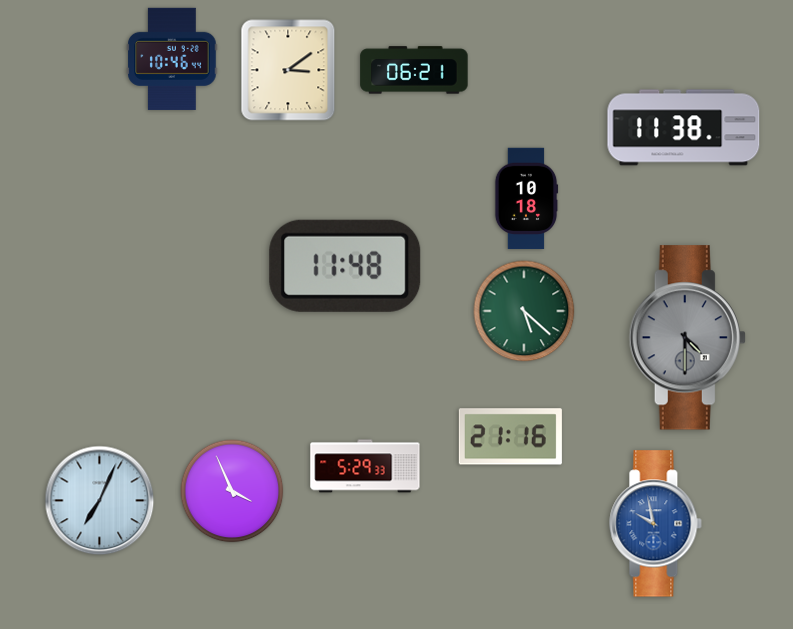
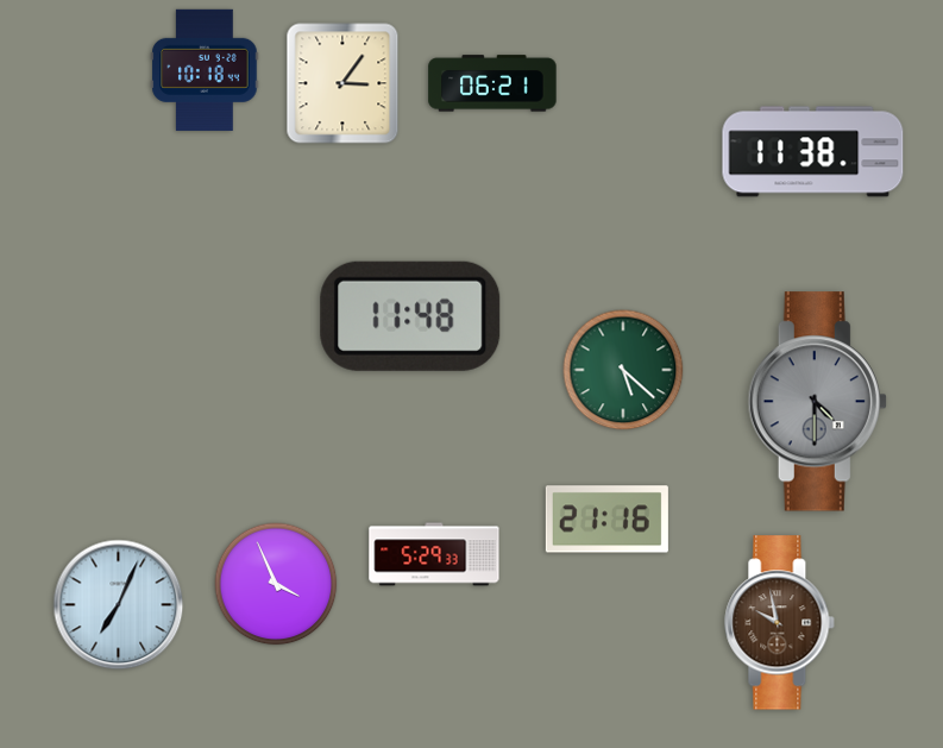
clock at (172, 59): 10:46 -> 10:18
clock at (288, 70): 3:09 -> 3:06
clock at (526, 199): 10:18 -> none
clock at (100, 501) position: (100, 501) -> (119, 605)
clock at (656, 524) dial: blue -> brown
